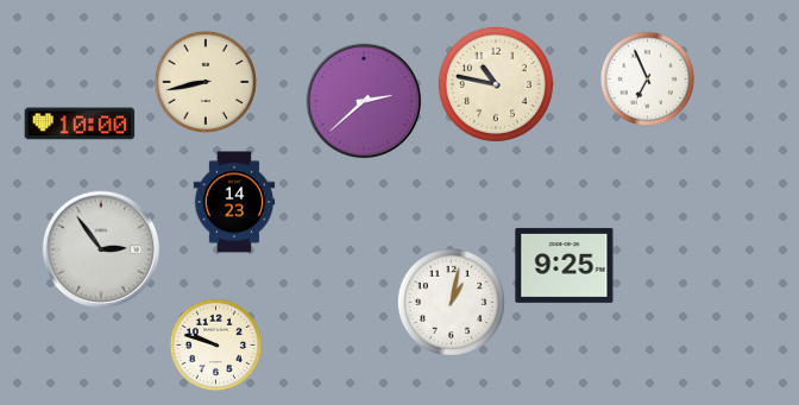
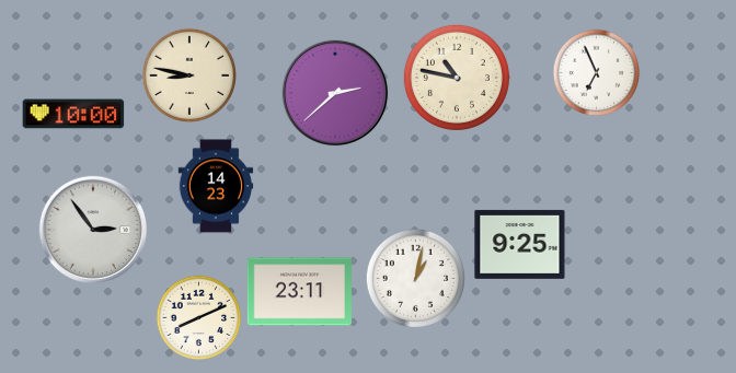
clock at (205, 81): 8:43 -> 8:47
clock at (299, 292): none -> 23:11
clock at (216, 346): 9:48 -> 8:11
